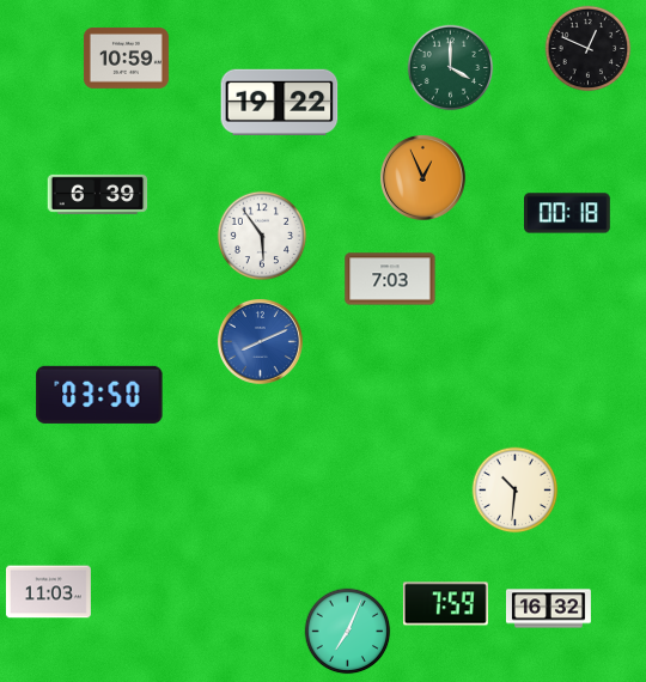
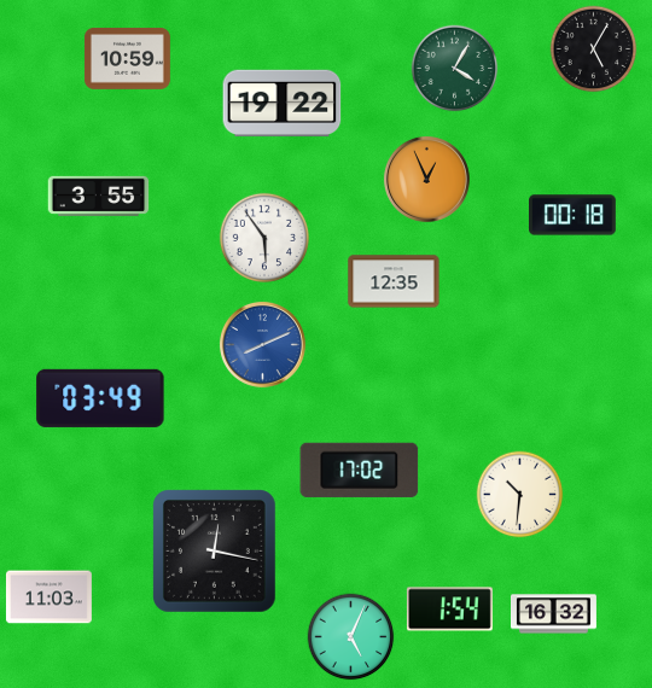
clock at (589, 49): 12:49 -> 5:05
clock at (451, 68): 4:00 -> 4:05
clock at (98, 194): 6:39 -> 3:55
clock at (390, 279): 7:03 -> 12:35
clock at (99, 395): 03:50 -> 03:49
clock at (360, 470): none -> 17:02
clock at (215, 552): none -> 12:17
clock at (445, 604): 7:59 -> 1:54
clock at (348, 632): 7:04 -> 5:04
